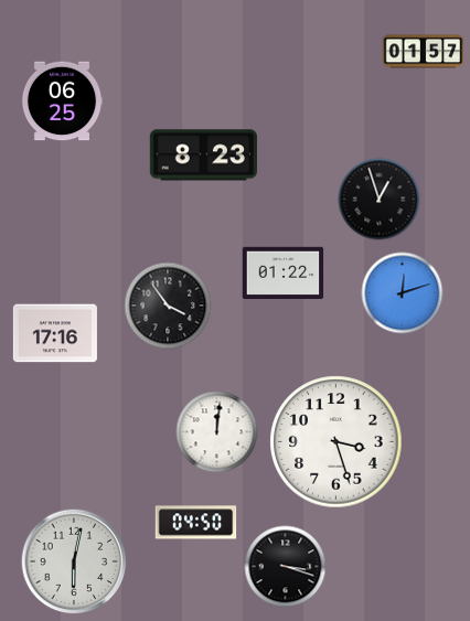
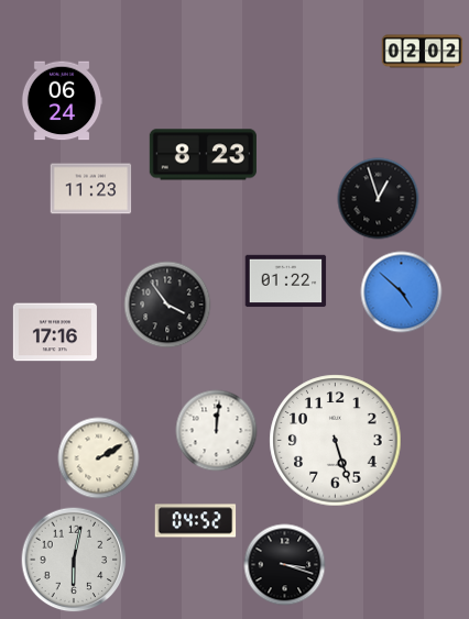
clock at (424, 52): 01:57 -> 02:02
clock at (62, 101): 06:25 -> 06:24
clock at (91, 189): none -> 11:23
clock at (284, 274) position: (284, 274) -> (286, 281)
clock at (403, 293): 12:12 -> 4:52
clock at (337, 442): 3:27 -> 5:27
clock at (99, 458): none -> 2:10
clock at (196, 523): 04:50 -> 04:52
